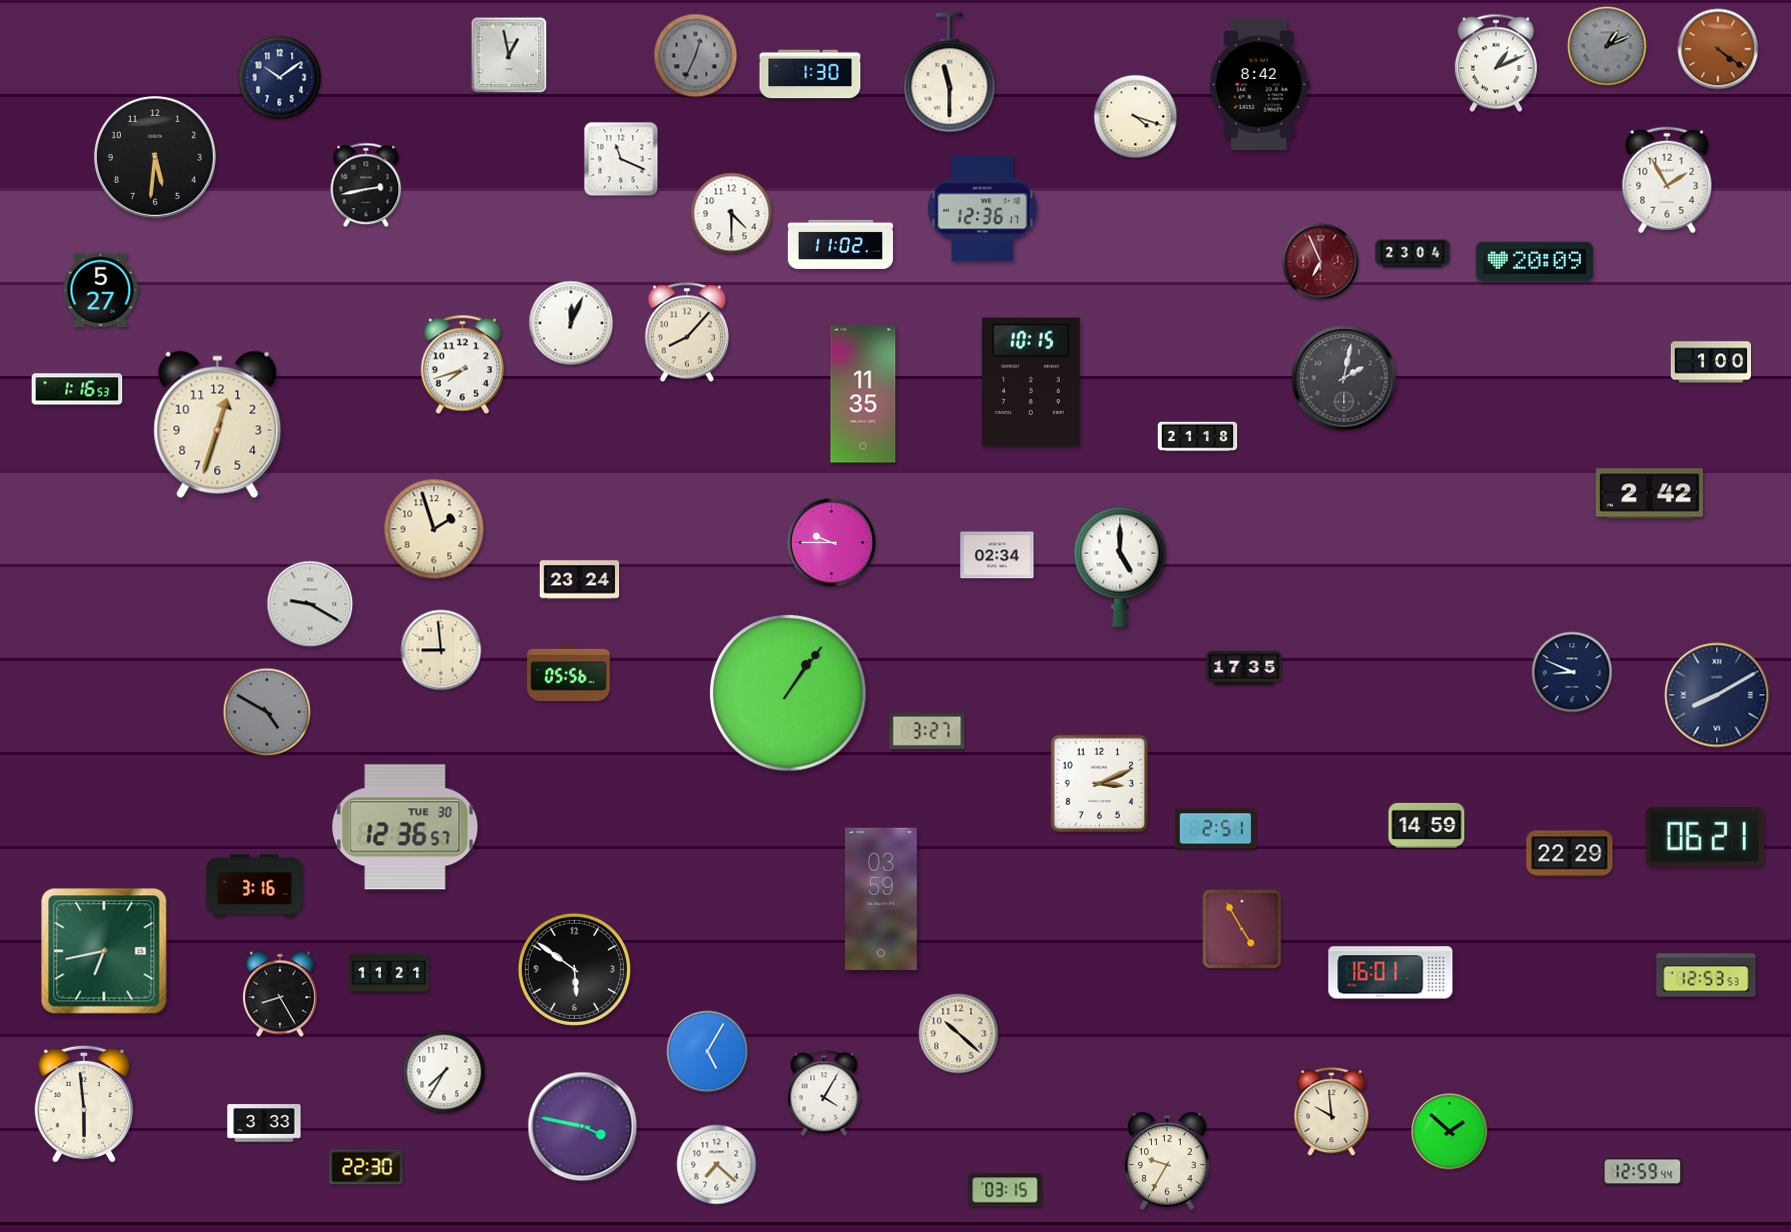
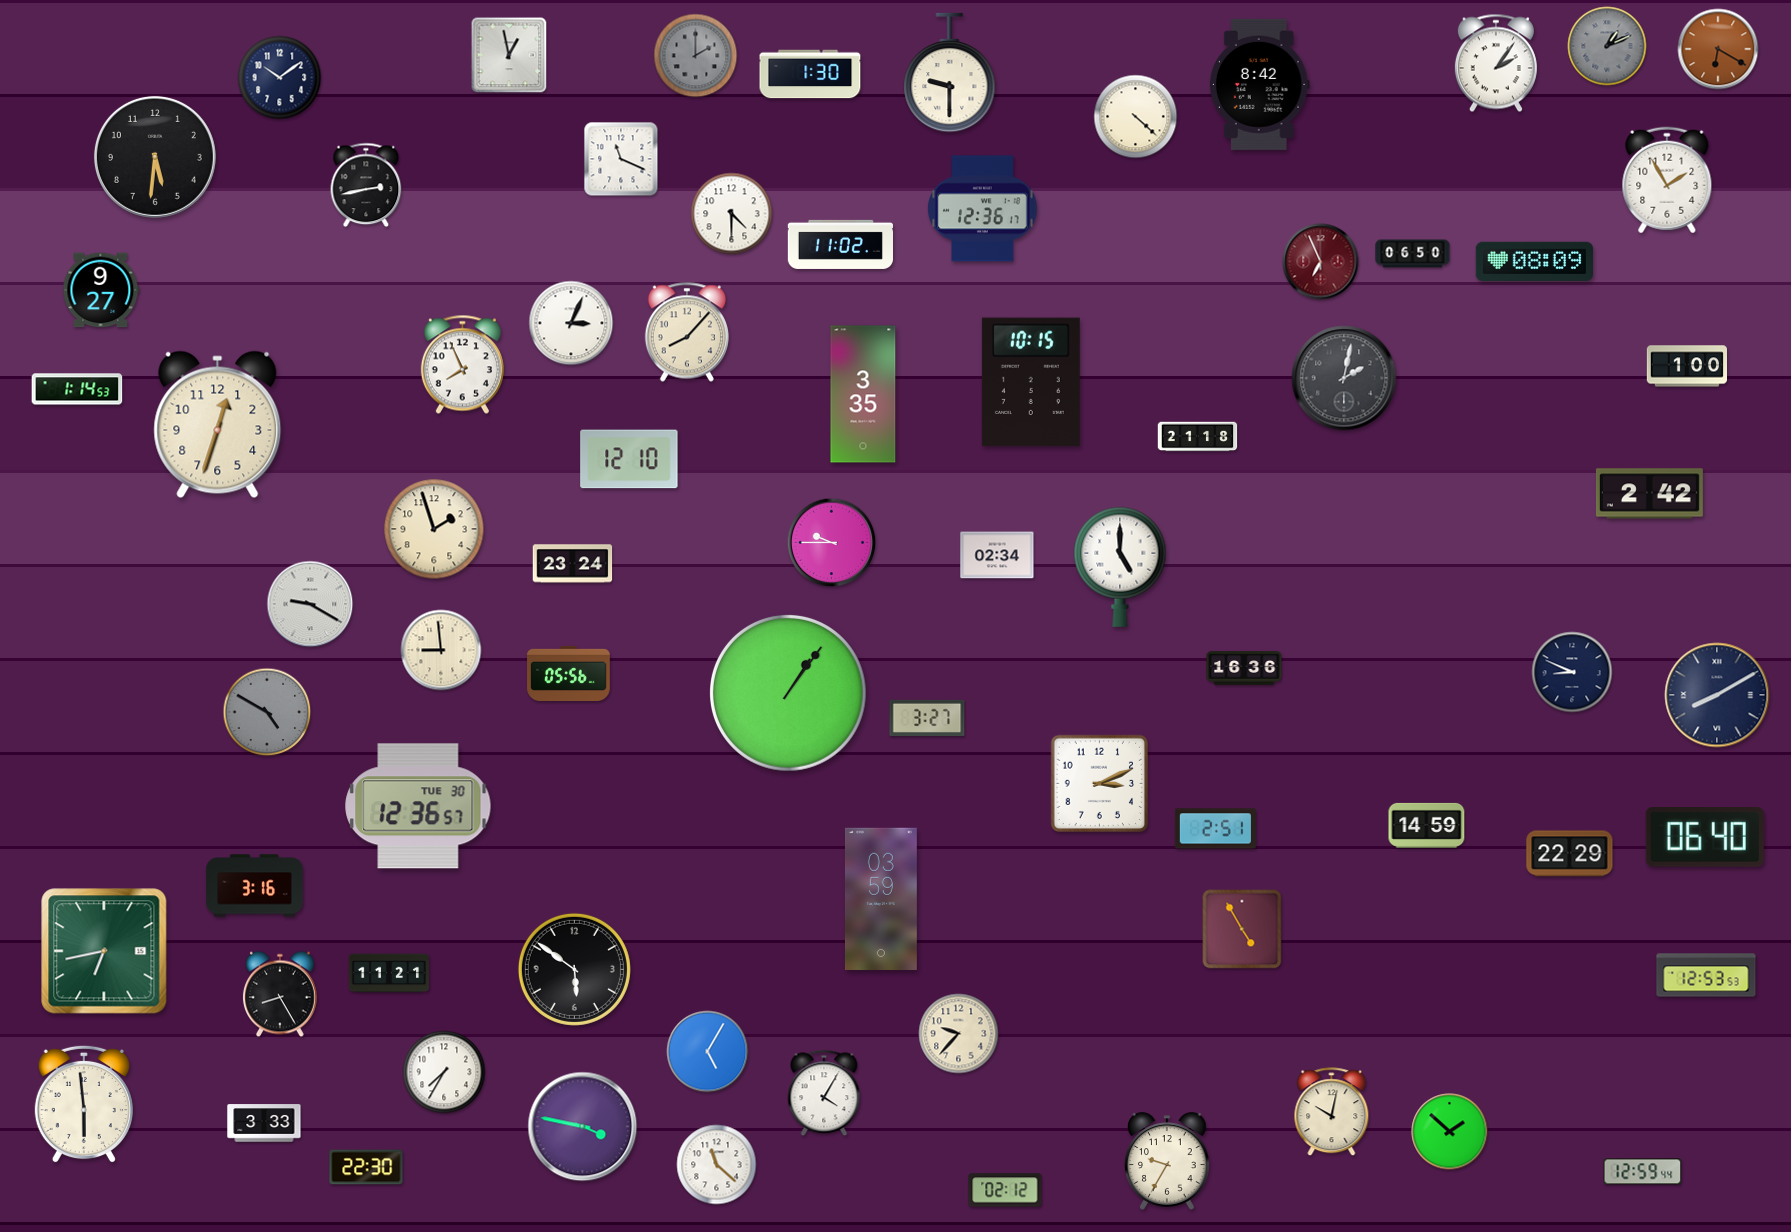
clock at (1718, 49): 4:21 -> 6:20
clock at (696, 56): 12:34 -> 2:00
clock at (1496, 63): 1:11 -> 2:06
clock at (950, 73): 11:30 -> 9:30
clock at (1136, 117): 4:18 -> 4:22
clock at (1413, 254): 23:04 -> 06:50
clock at (1534, 261): 20:09 -> 08:09
clock at (101, 290): 5:27 -> 9:27
clock at (571, 323): 12:04 -> 3:04
clock at (1710, 362) position: (1710, 362) -> (1686, 366)
clock at (462, 365): 7:42 -> 7:56
clock at (77, 389): 1:16 -> 1:14
clock at (863, 394): 11:35 -> 3:35
clock at (629, 459): none -> 12:10
clock at (580, 580) position: (580, 580) -> (573, 564)
clock at (1244, 668): 17:35 -> 16:36
clock at (927, 730) position: (927, 730) -> (927, 717)
clock at (405, 827) position: (405, 827) -> (418, 806)
clock at (1705, 837): 06:21 -> 06:40
clock at (1391, 973): 16:01 -> none
clock at (959, 1034): 10:22 -> 9:37
clock at (1332, 1112): 9:59 -> 10:02
clock at (717, 1165): 7:22 -> 11:22
clock at (1005, 1190): 03:15 -> 02:12
